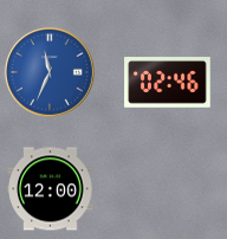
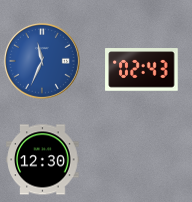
clock at (168, 83): 02:46 -> 02:43
clock at (51, 189): 12:00 -> 12:30
